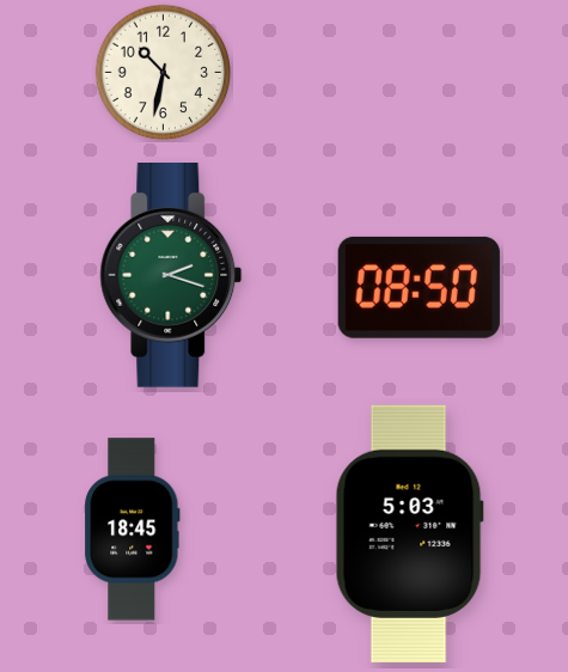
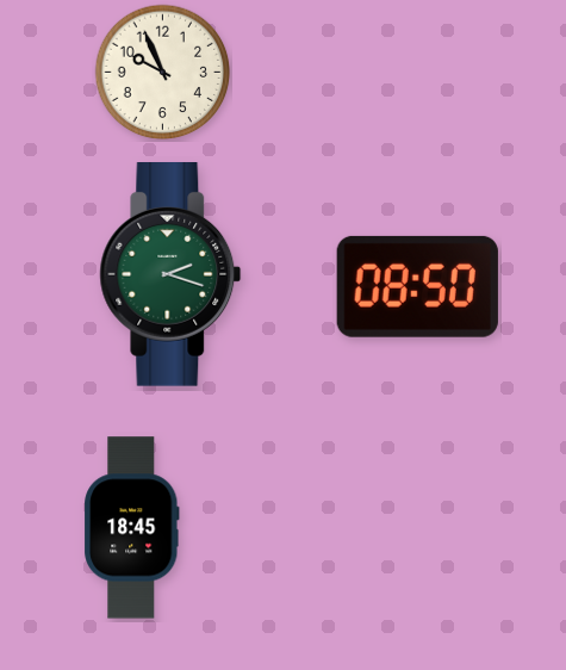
clock at (164, 73): 10:32 -> 9:56
clock at (409, 533): 5:03 -> none
